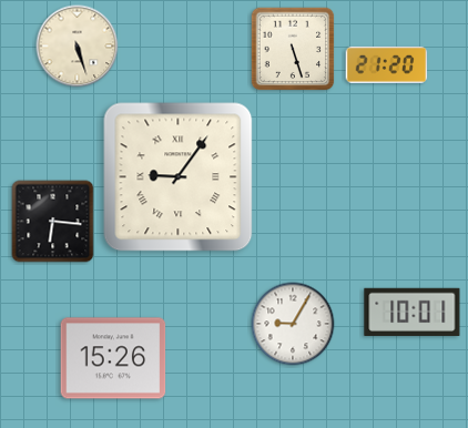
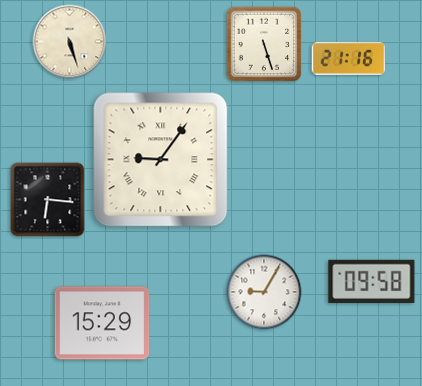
clock at (387, 64): 21:20 -> 21:16
clock at (413, 312): 10:01 -> 09:58
clock at (113, 358): 15:26 -> 15:29
